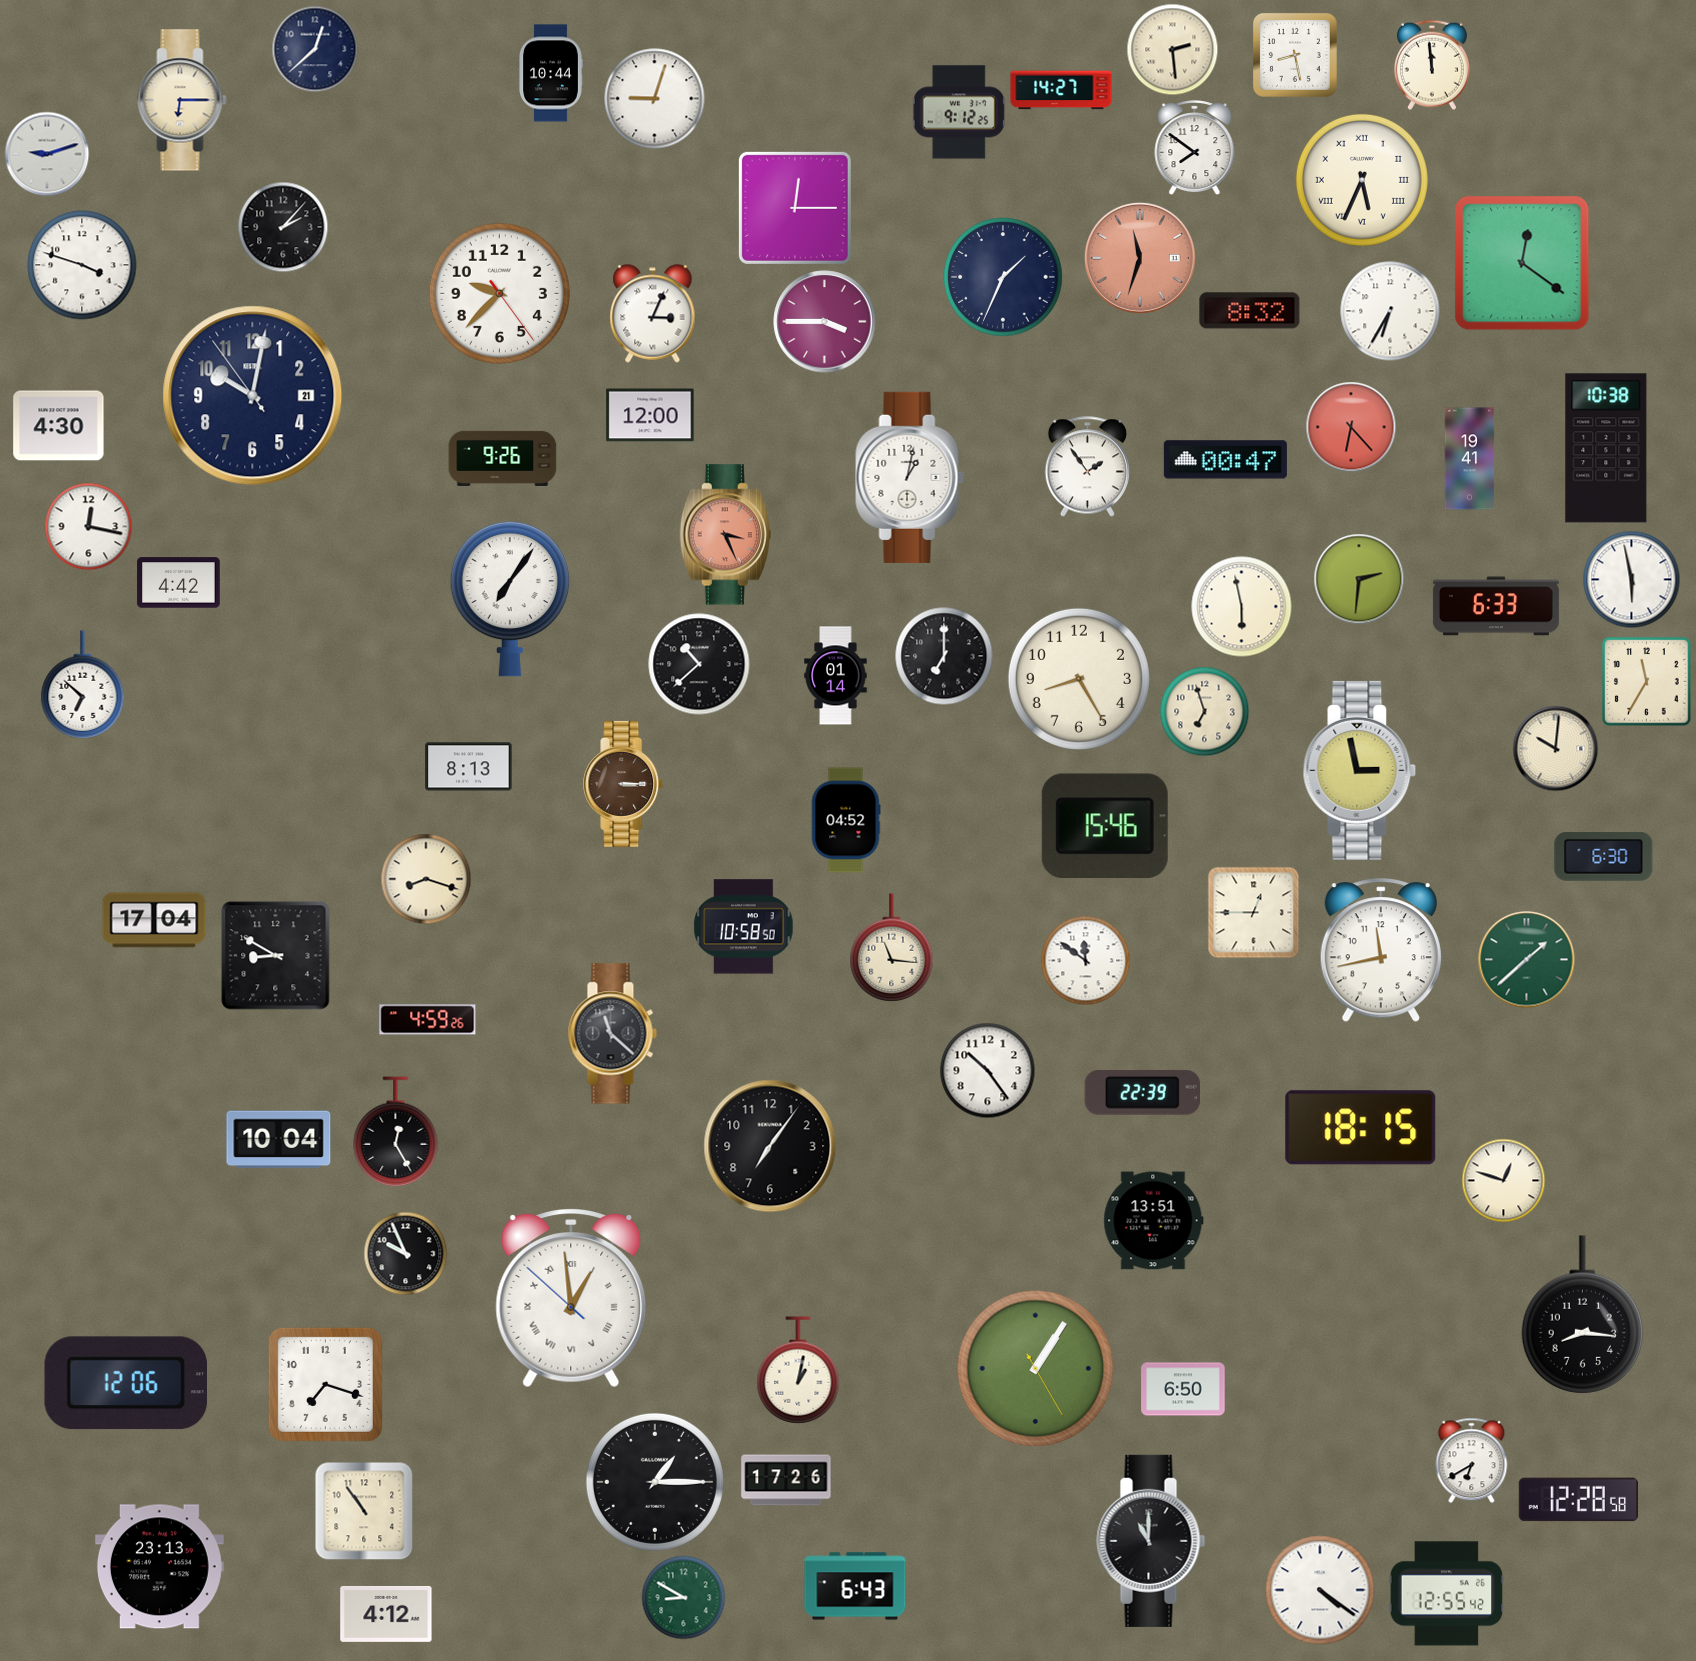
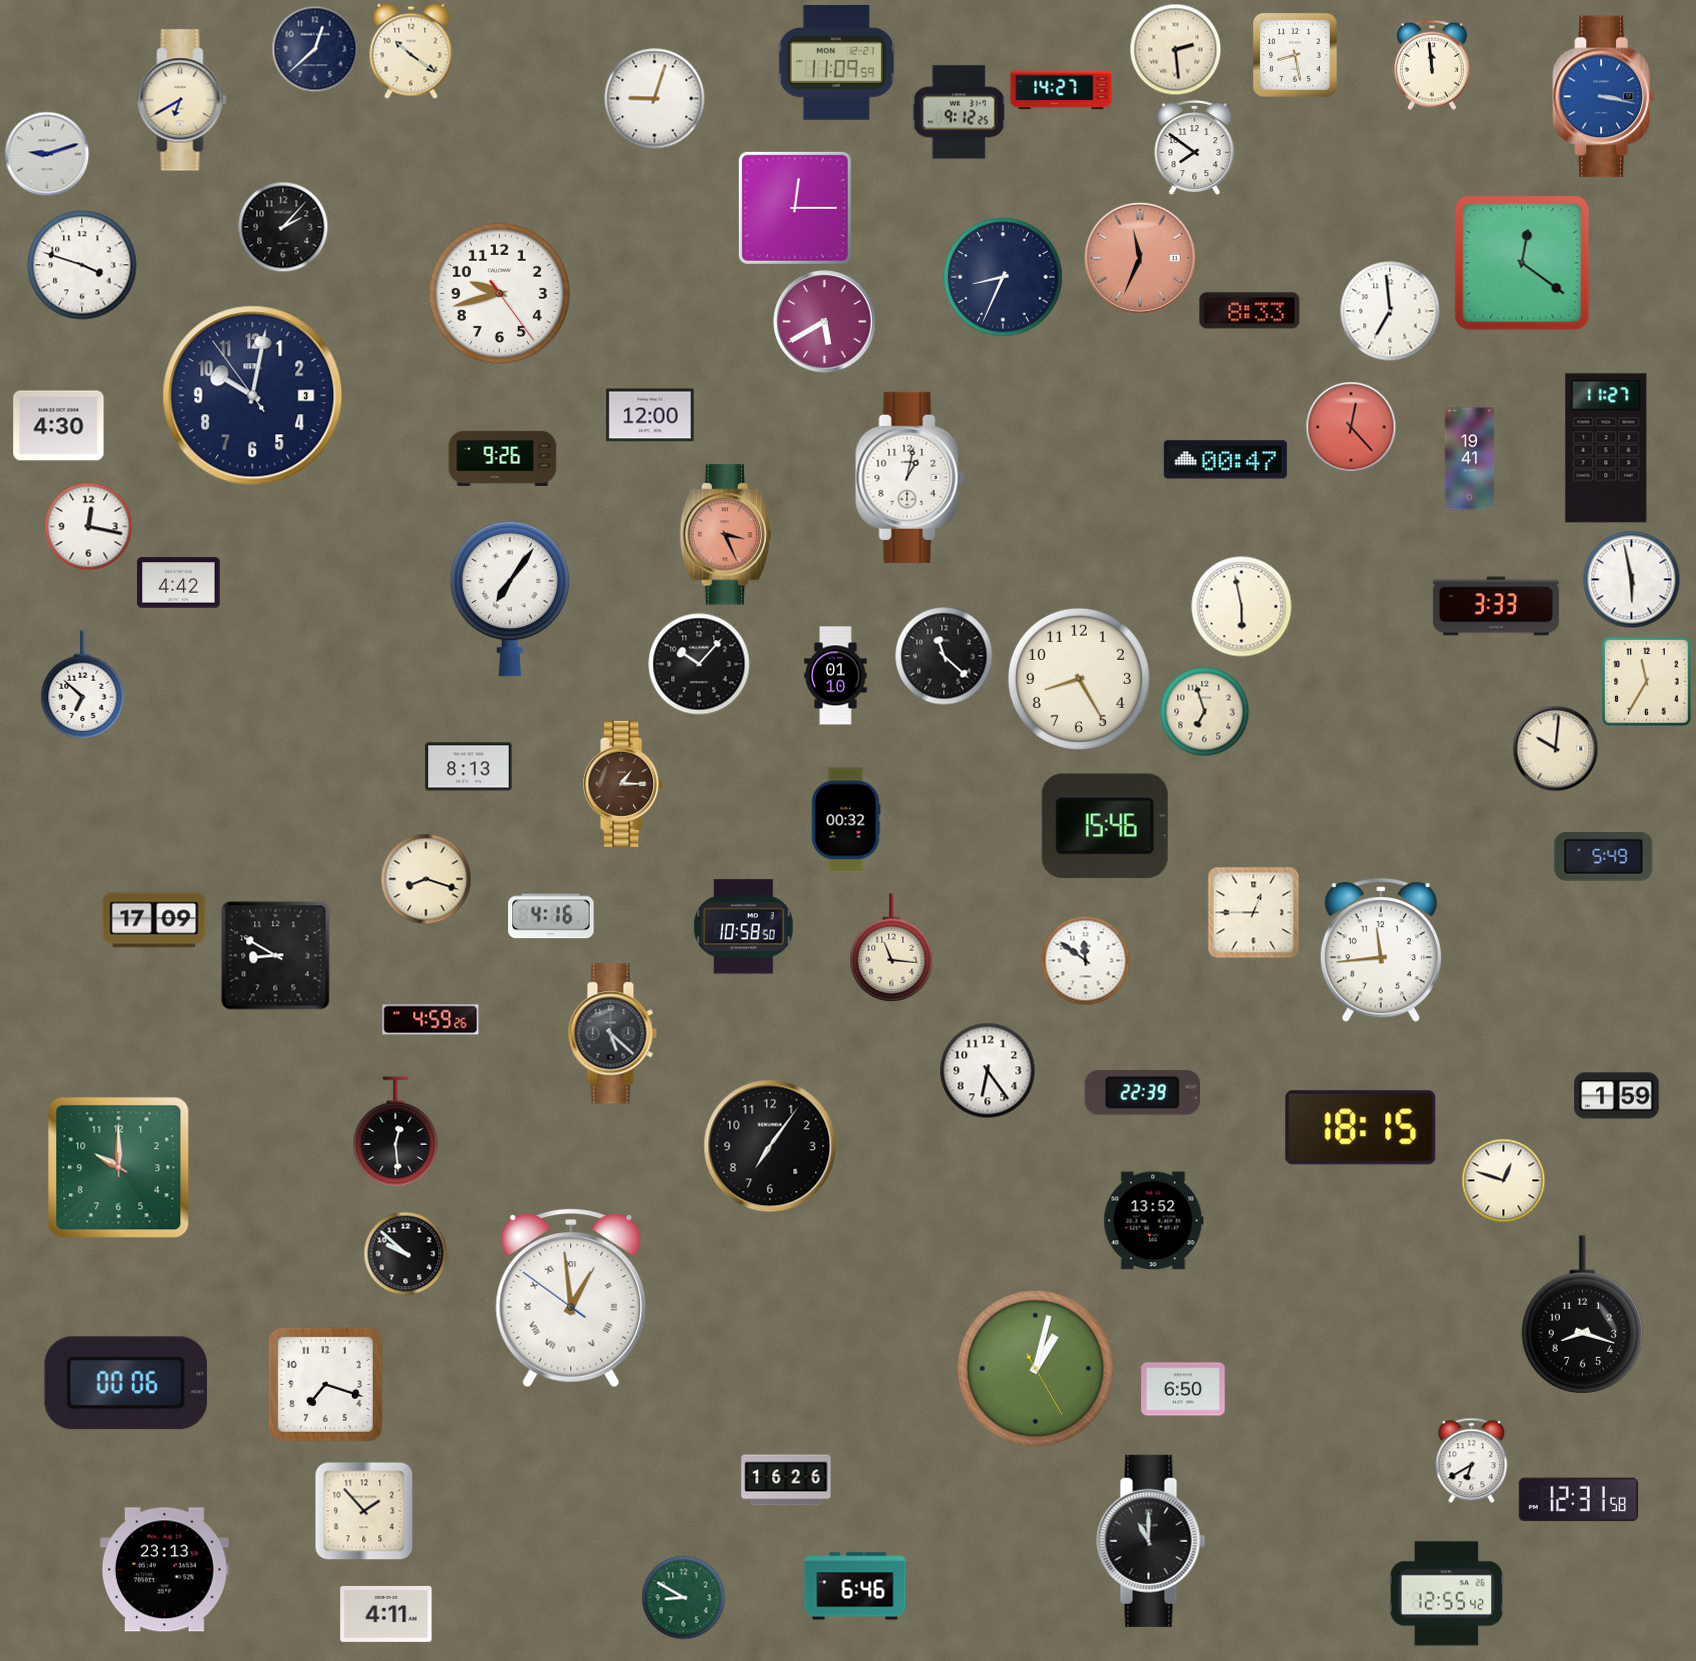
clock at (1172, 49) position: (1172, 49) -> (1175, 49)
clock at (411, 51): none -> 10:21
clock at (836, 63): none -> 11:09
clock at (551, 73): 10:44 -> none
clock at (1604, 97): none -> 3:17
clock at (182, 100): 6:15 -> 6:40
clock at (1362, 180): 5:34 -> none
clock at (1140, 258): 11:33 -> 11:34
clock at (1003, 277): 1:34 -> 8:34
clock at (499, 293): 9:37 -> 9:42
clock at (1250, 311): 8:32 -> 8:33
clock at (1390, 311): 6:35 -> 6:59
clock at (653, 314): 3:04 -> none
clock at (825, 322): 3:45 -> 5:40
clock at (253, 396) date: 21 -> 3
clock at (1351, 427): 6:23 -> 12:23
clock at (1606, 448): 10:38 -> 11:27
clock at (1087, 467): 1:54 -> none
clock at (1359, 579): 2:31 -> none
clock at (1496, 606): 6:33 -> 3:33
clock at (944, 656): 7:00 -> 11:22
clock at (699, 664): 10:38 -> 10:07
clock at (836, 676): 01:14 -> 01:10
clock at (1360, 770): 2:58 -> none
clock at (624, 784): 3:15 -> 1:15
clock at (846, 820): 04:52 -> 00:32
clock at (1604, 857): 6:30 -> 5:49
clock at (551, 916): none -> 4:16
clock at (154, 920): 17:04 -> 17:09
clock at (1381, 951): 11:43 -> 11:44
clock at (1527, 960): 1:38 -> none
clock at (428, 1020) position: (428, 1020) -> (431, 1020)
clock at (612, 1034): 11:22 -> 5:22
clock at (987, 1070): 10:24 -> 6:24
clock at (1617, 1096): none -> 1:59
clock at (396, 1131): 12:25 -> 12:29
clock at (279, 1140): 10:04 -> none
clock at (119, 1168): none -> 10:00
clock at (1154, 1221): 13:51 -> 13:52
clock at (405, 1253): 9:56 -> 9:52
clock at (571, 1298): 12:58:52 -> 12:58:51
clock at (1582, 1315): 8:16 -> 8:18
clock at (1036, 1369): 1:05 -> 1:02
clock at (798, 1370): 1:02 -> none
clock at (126, 1383): 12:06 -> 00:06
clock at (786, 1480): 17:26 -> 16:26
clock at (655, 1482): 1:15 -> none
clock at (1578, 1500): 12:28 -> 12:31
clock at (364, 1511): 10:54 -> 1:53
clock at (159, 1567) position: (159, 1567) -> (164, 1570)
clock at (855, 1586): 6:43 -> 6:46
clock at (1320, 1590): 4:21 -> none
clock at (386, 1614): 4:12 -> 4:11
